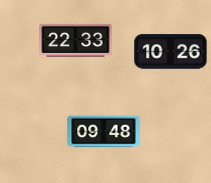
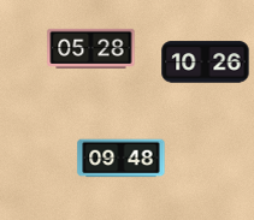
clock at (76, 40): 22:33 -> 05:28
clock at (104, 132) position: (104, 132) -> (122, 159)
